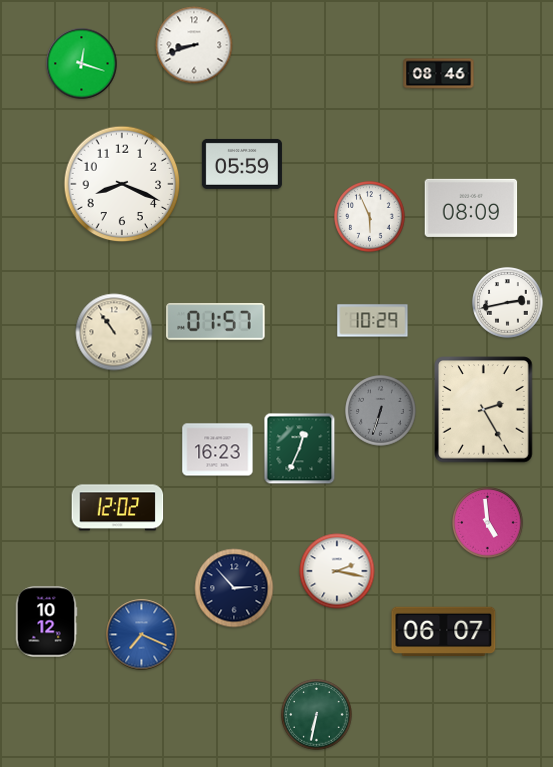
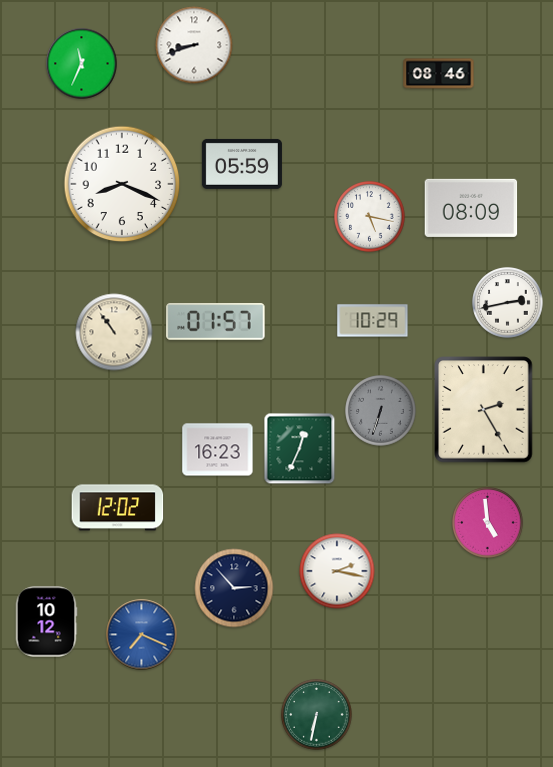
clock at (82, 64): 12:18 -> 11:34
clock at (370, 217): 5:56 -> 5:17
clock at (444, 631): 06:07 -> none
